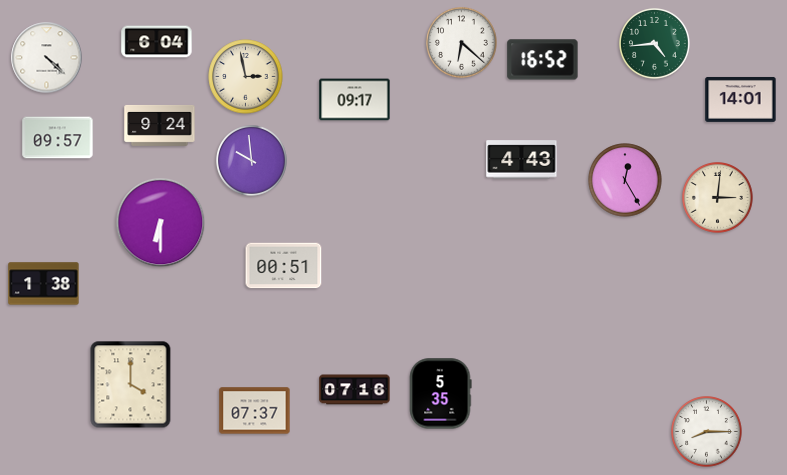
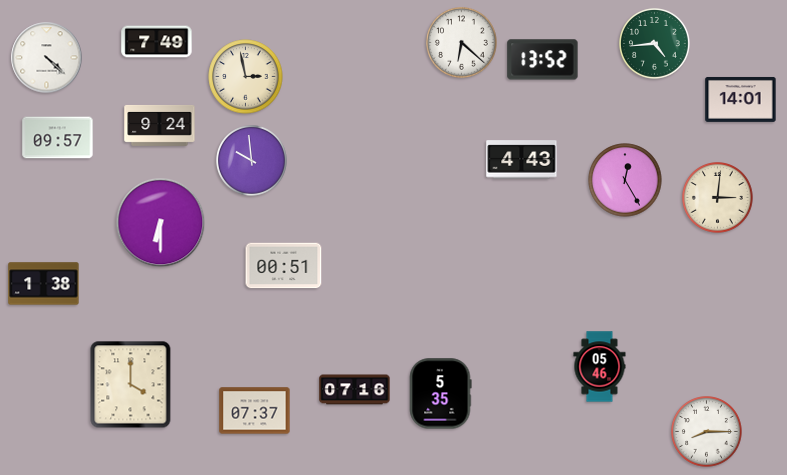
clock at (157, 42): 6:04 -> 7:49
clock at (543, 60): 16:52 -> 13:52
clock at (355, 100): 09:17 -> none
clock at (600, 367): none -> 05:46
